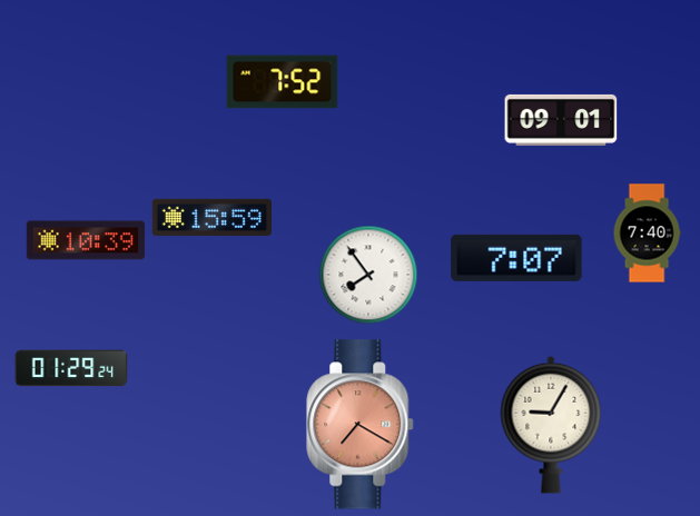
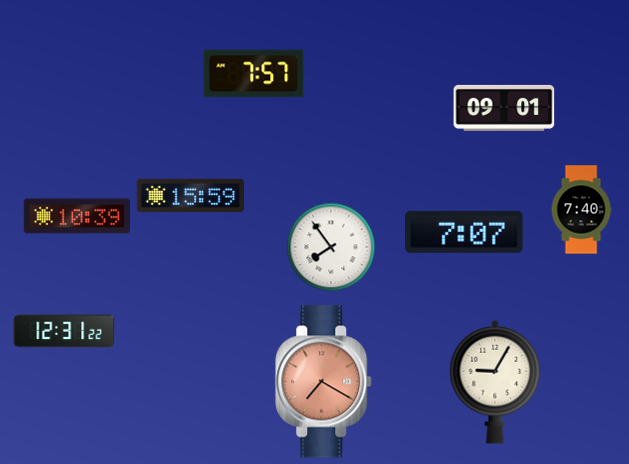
clock at (283, 82): 7:52 -> 7:57
clock at (71, 368): 01:29 -> 12:31
